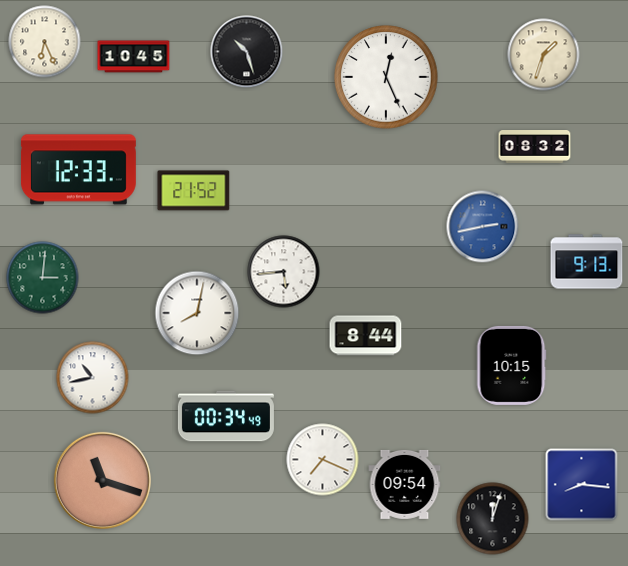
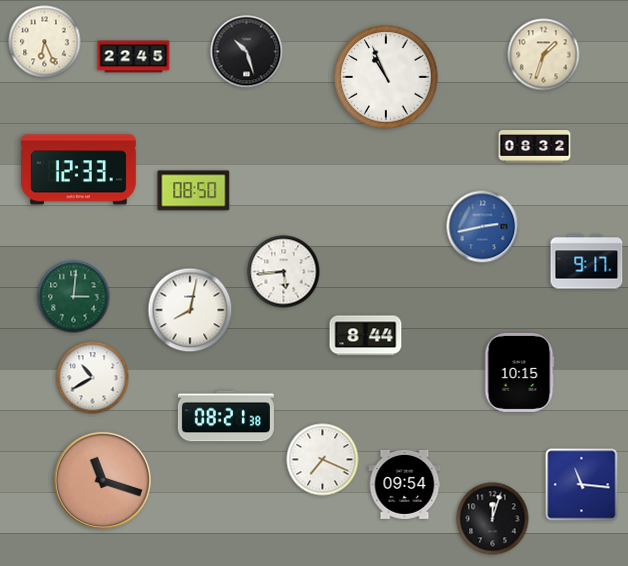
clock at (134, 57): 10:45 -> 22:45
clock at (386, 77): 12:26 -> 10:56
clock at (194, 191): 21:52 -> 08:50
clock at (587, 262): 9:13 -> 9:17
clock at (43, 278) position: (43, 278) -> (74, 297)
clock at (197, 313) position: (197, 313) -> (190, 310)
clock at (511, 365) position: (511, 365) -> (519, 372)
clock at (93, 378): 10:43 -> 10:40
clock at (226, 416): 00:34 -> 08:21
clock at (582, 485): 8:16 -> 11:16
